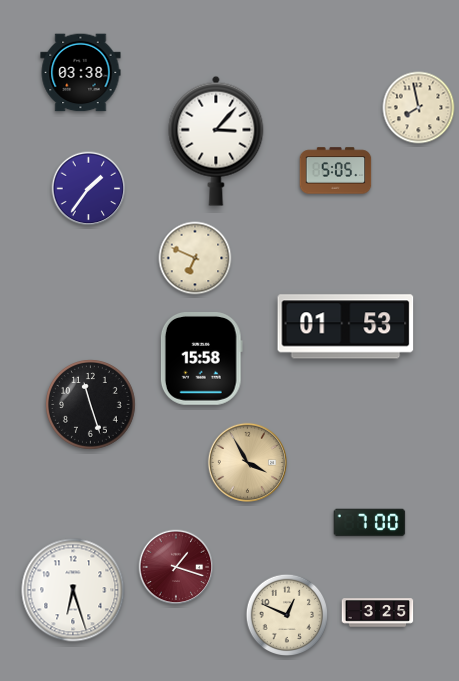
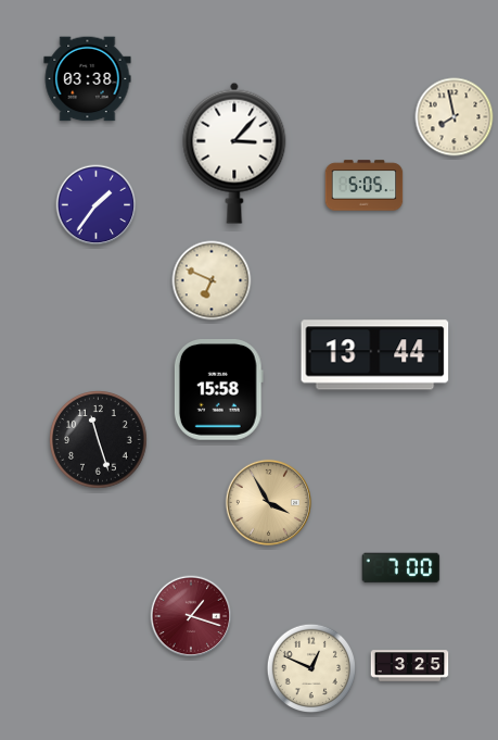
clock at (346, 327): 01:53 -> 13:44
clock at (73, 590): 6:27 -> none
